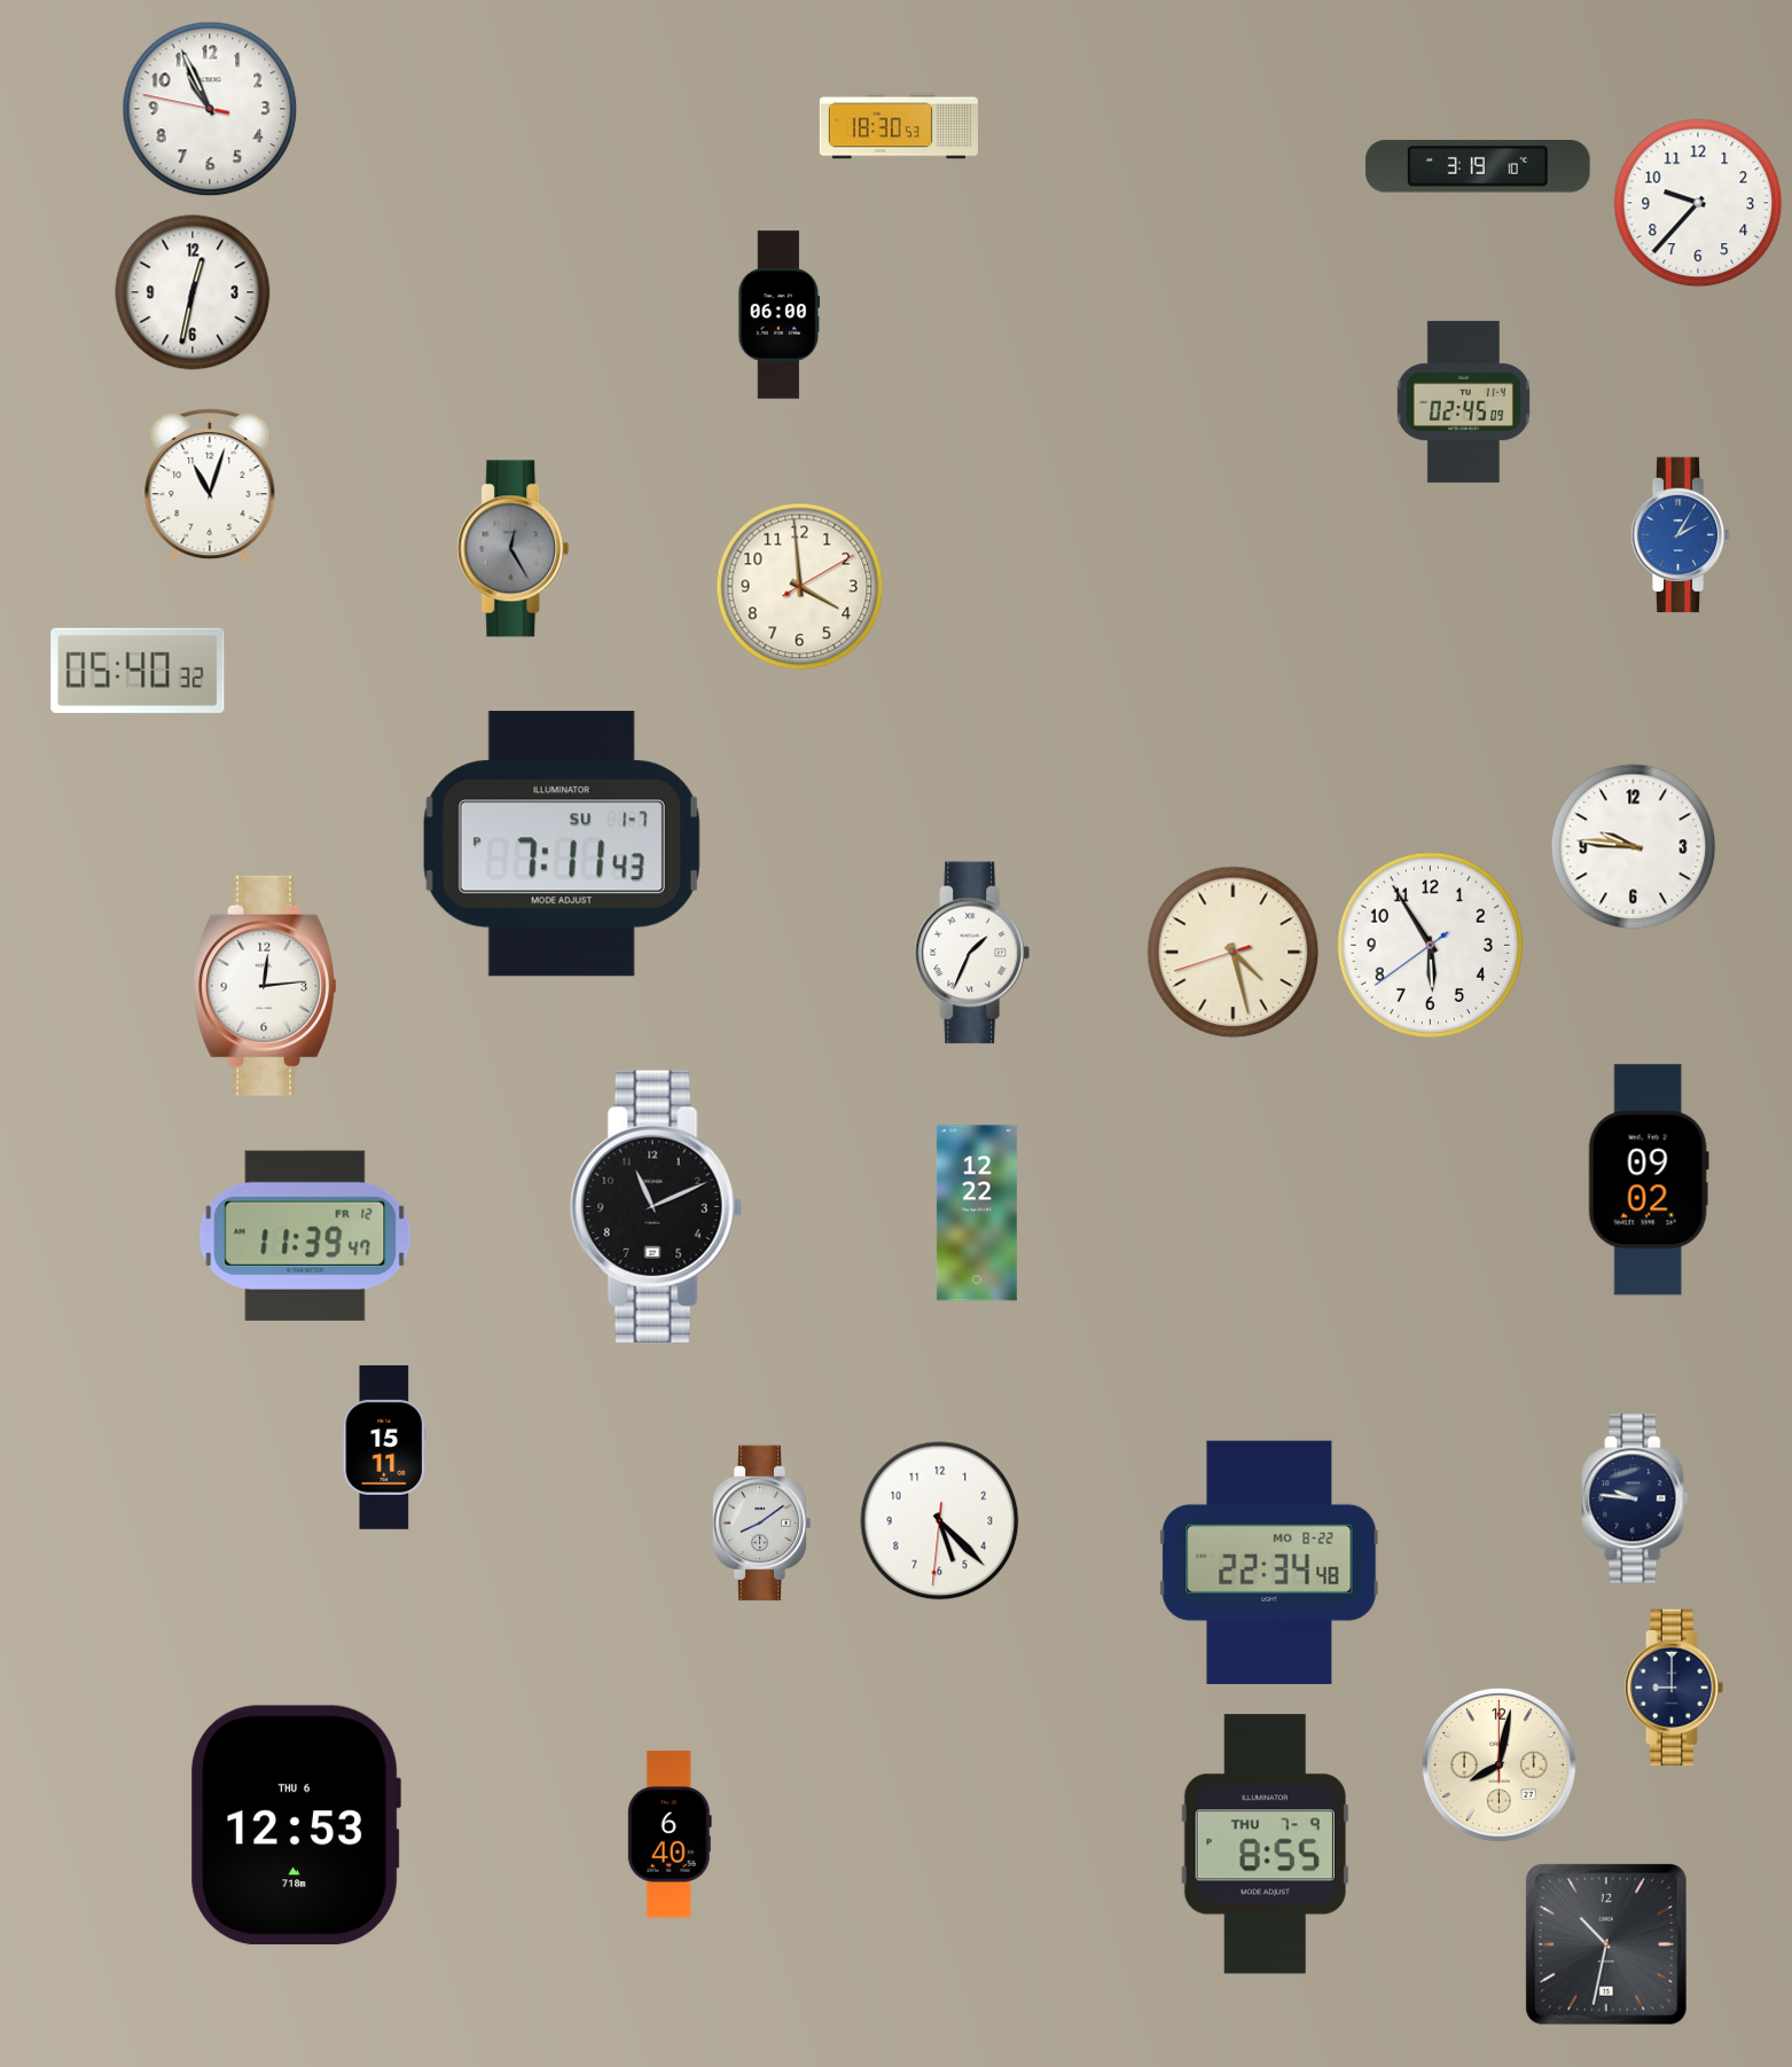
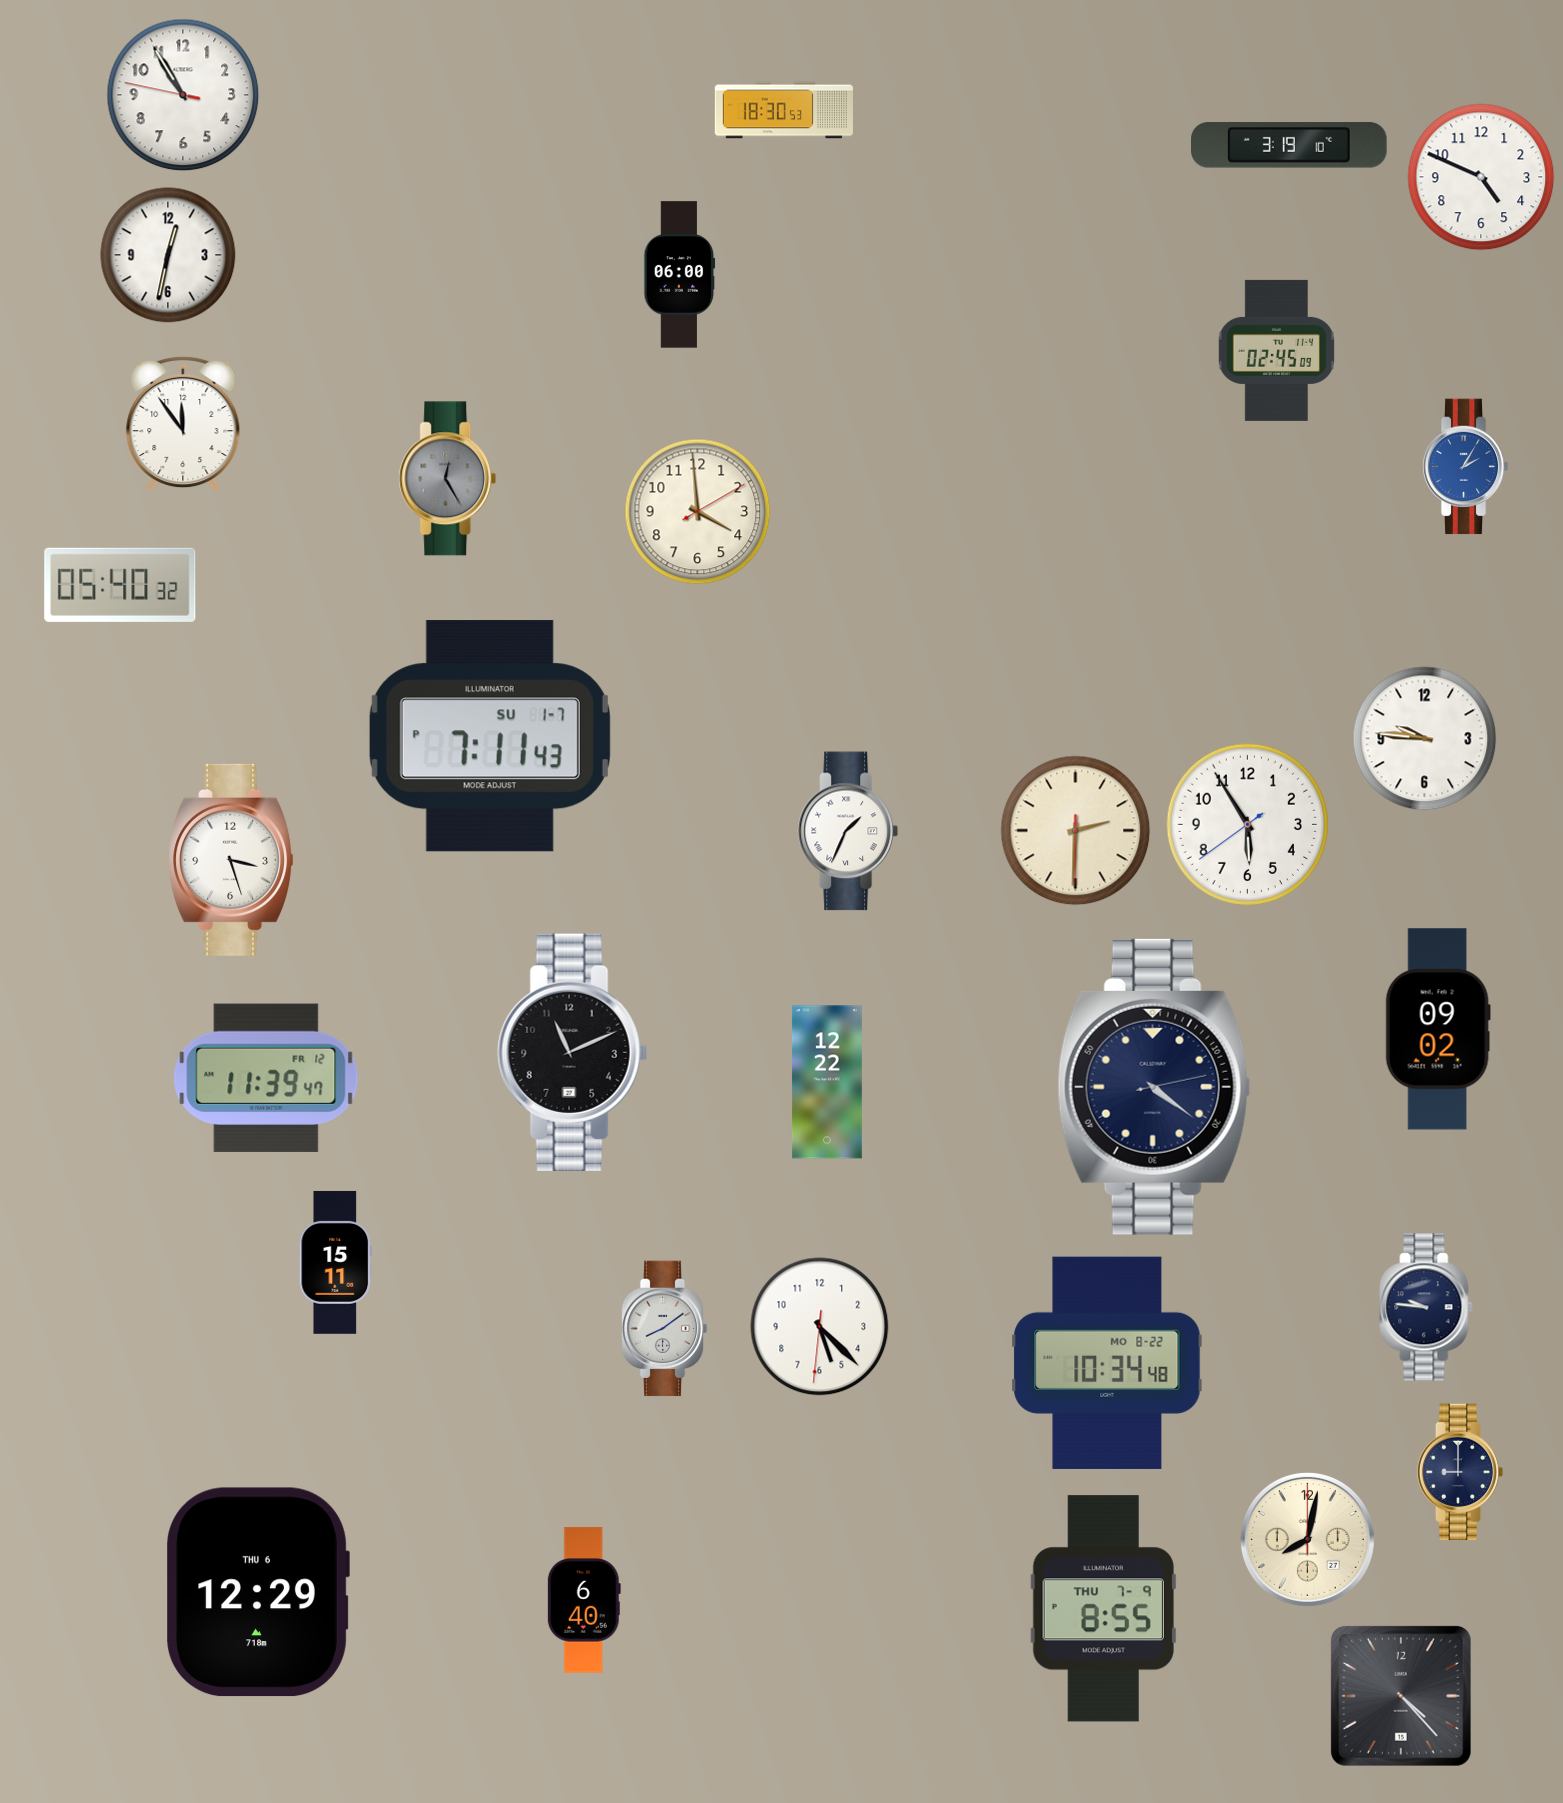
clock at (210, 109): 10:55 -> 10:54
clock at (1698, 203): 9:37 -> 4:49
clock at (210, 486): 11:03 -> 11:54
clock at (1234, 953): 4:27 -> 2:30
clock at (265, 986): 12:14 -> 3:27
clock at (977, 1213) position: (977, 1213) -> (827, 1082)
clock at (1154, 1087): none -> 4:21
clock at (1269, 1563): 22:34 -> 10:34
clock at (296, 1825): 12:53 -> 12:29
clock at (1606, 1944): 10:32 -> 4:23
